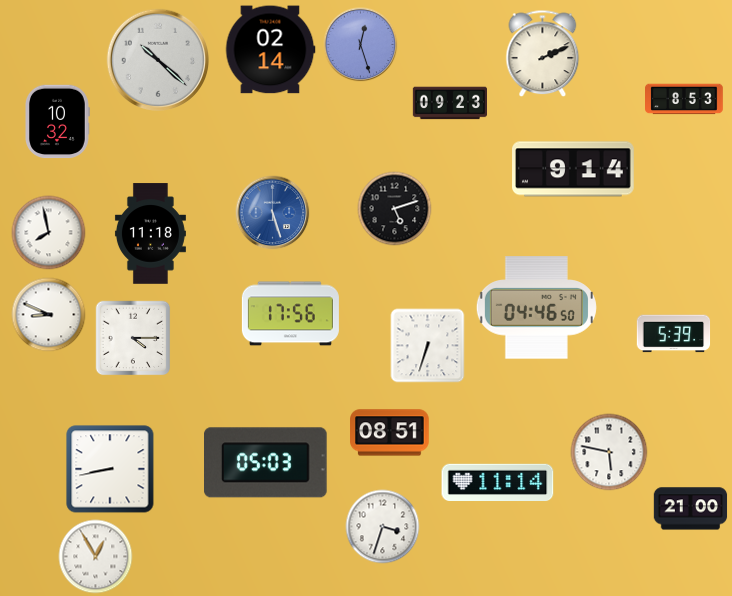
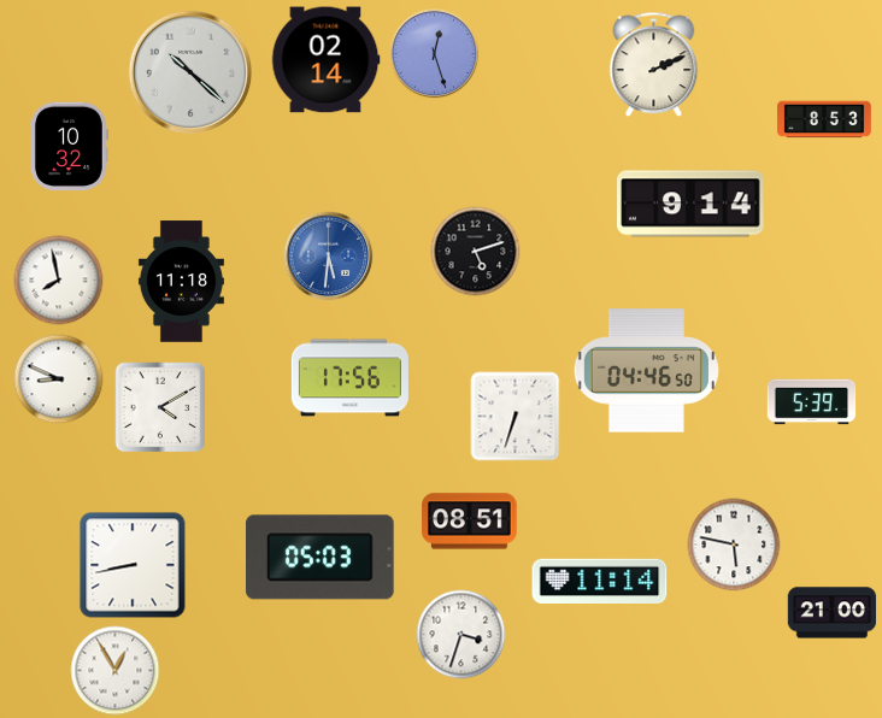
clock at (449, 103): 09:23 -> none
clock at (273, 213): 5:27 -> 5:31
clock at (133, 338): 4:15 -> 4:10
